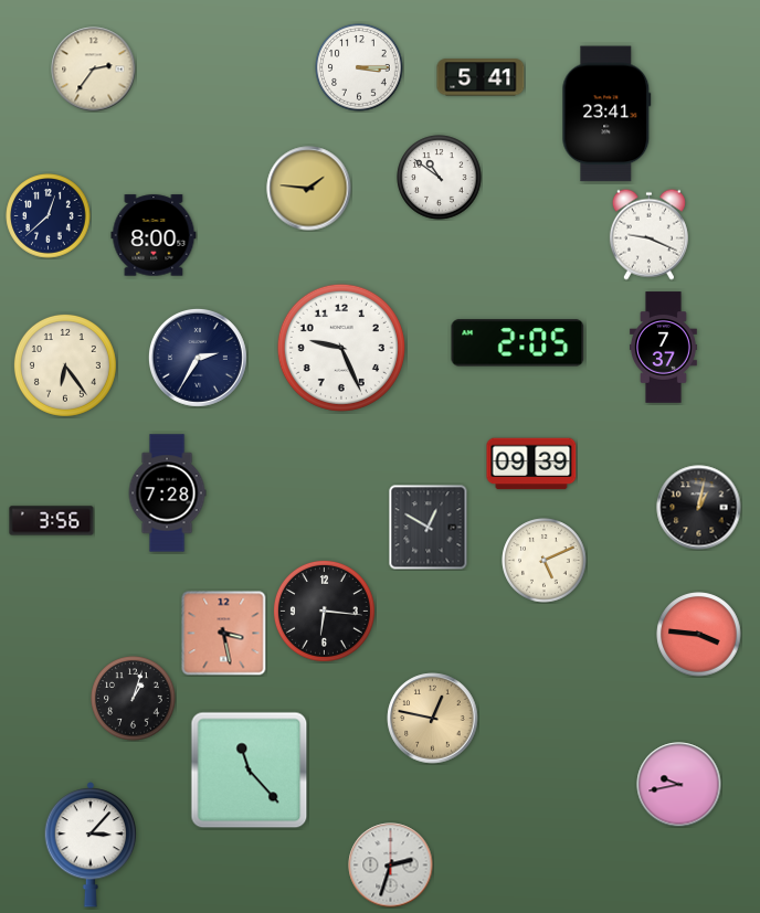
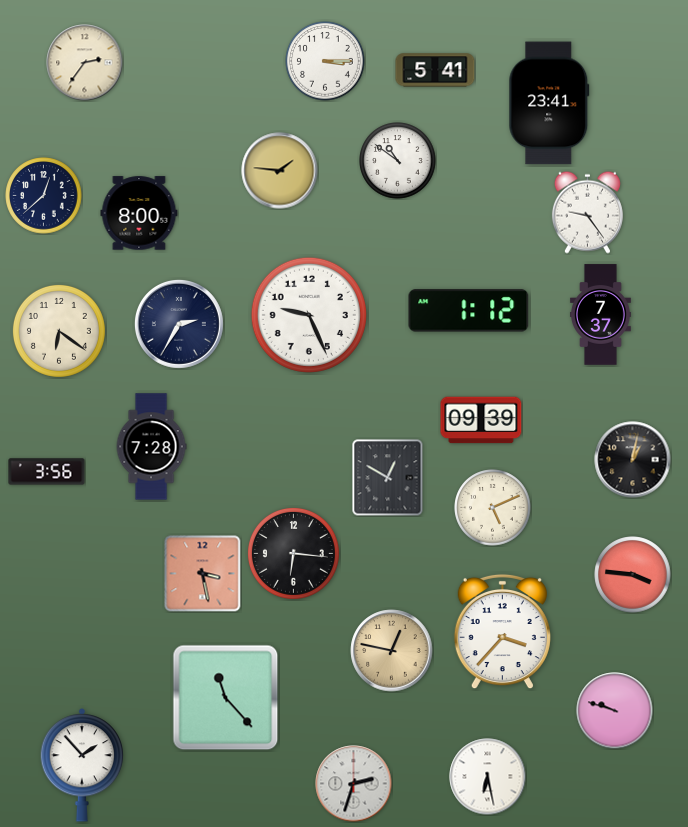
clock at (648, 234): 9:19 -> 9:24
clock at (518, 343): 2:05 -> 1:12
clock at (65, 365): 6:24 -> 6:21
clock at (502, 632): none -> 3:37
clock at (134, 699): 1:03 -> none
clock at (679, 785): 9:43 -> 9:48
clock at (91, 846): 3:07 -> 1:53
clock at (488, 777): none -> 6:28
